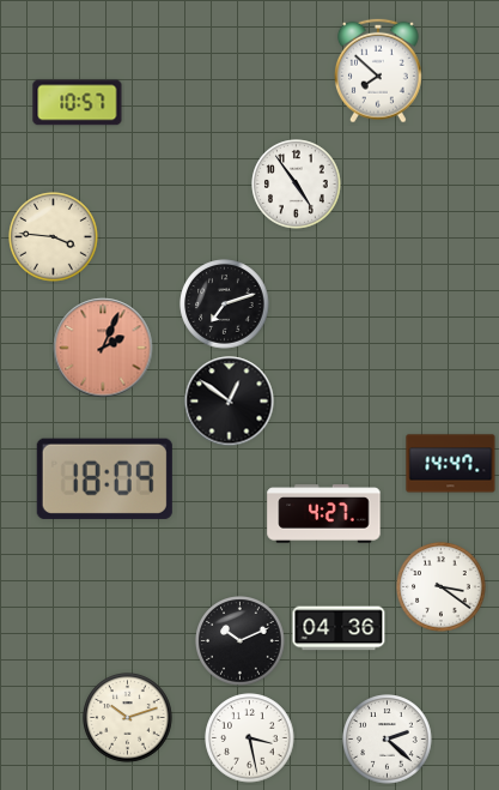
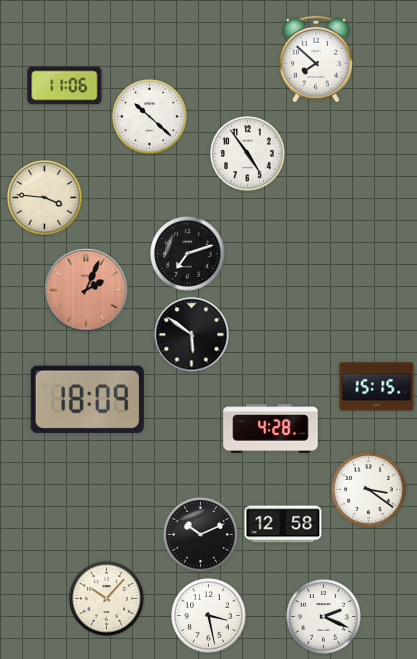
clock at (78, 103): 10:57 -> 11:06
clock at (150, 117): none -> 10:22
clock at (230, 402): 12:51 -> 5:51
clock at (451, 464): 14:47 -> 15:15
clock at (324, 514): 4:27 -> 4:28
clock at (339, 628): 04:36 -> 12:58
clock at (128, 718): 10:12 -> 10:07
clock at (388, 740): 2:22 -> 2:19
